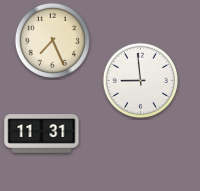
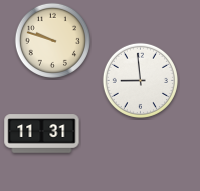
clock at (52, 40): 7:26 -> 9:48
